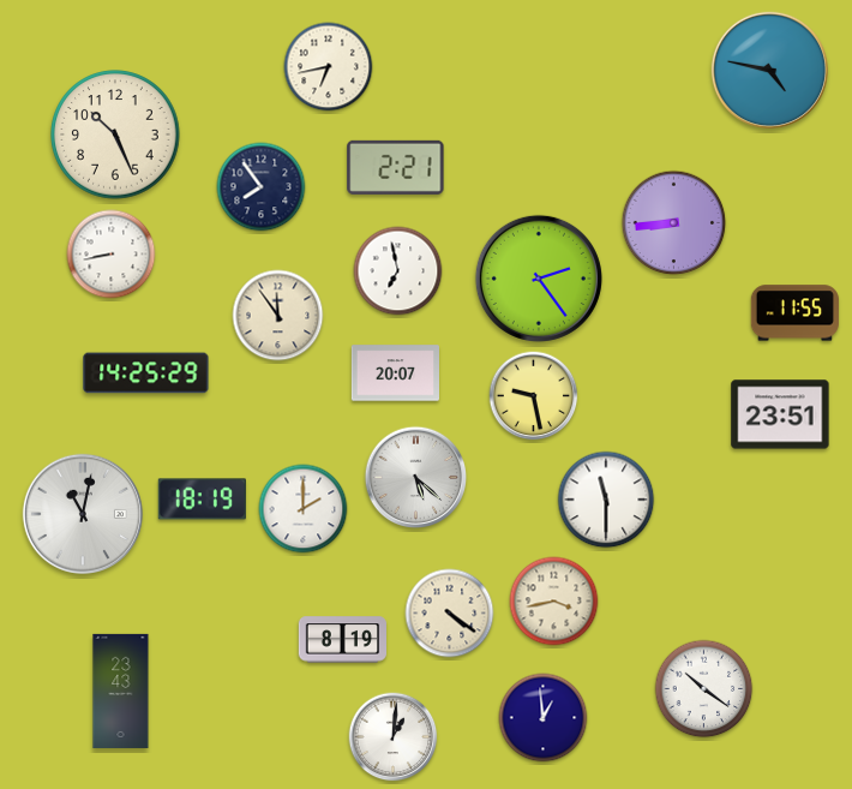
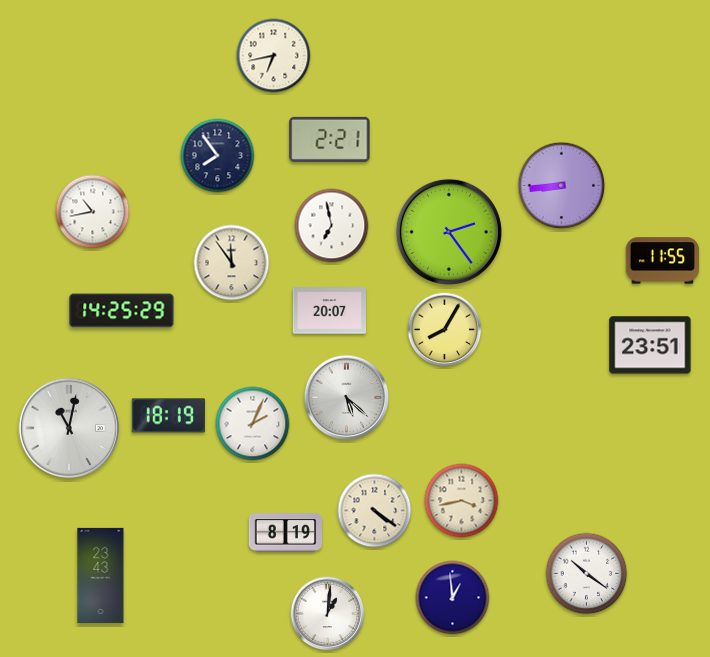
clock at (769, 70): 4:47 -> none
clock at (115, 135): 10:26 -> none
clock at (112, 255): 8:43 -> 10:43
clock at (534, 396): 9:28 -> 8:05
clock at (606, 500): 11:30 -> none
clock at (304, 509): 2:00 -> 2:04
